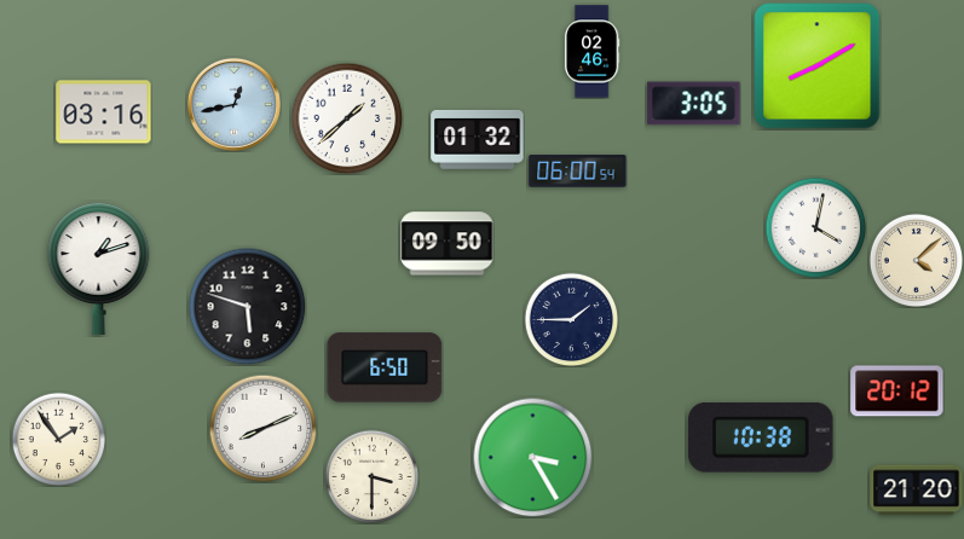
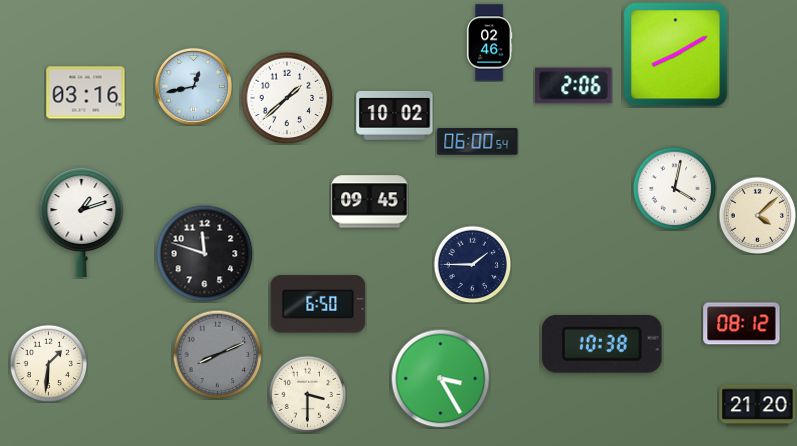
clock at (694, 104): 3:05 -> 2:06
clock at (478, 139): 01:32 -> 10:02
clock at (448, 244): 09:50 -> 09:45
clock at (247, 306): 5:48 -> 11:48
clock at (897, 392): 20:12 -> 08:12
clock at (262, 428) dial: white -> grey
clock at (761, 437) position: (761, 437) -> (602, 344)
clock at (58, 439): 1:54 -> 1:31
